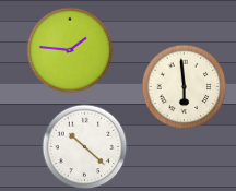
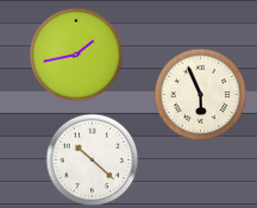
clock at (70, 50): 1:46 -> 1:43
clock at (184, 86): 5:59 -> 5:56
